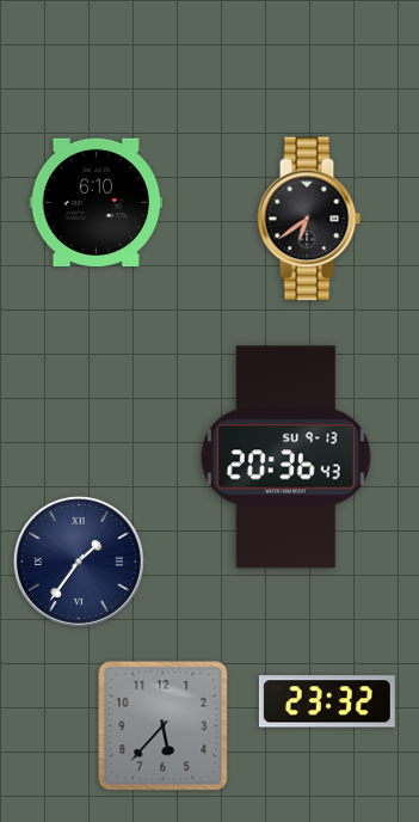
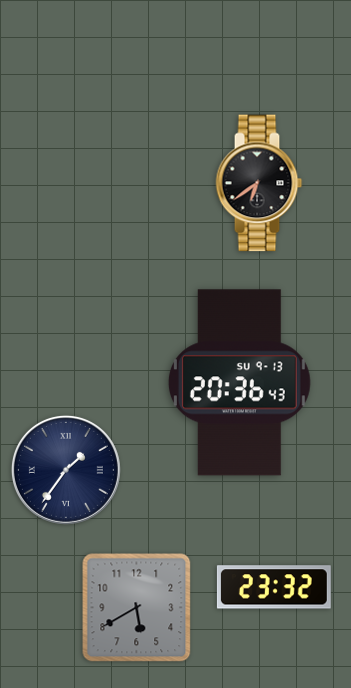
clock at (97, 203): 6:10 -> none
clock at (164, 726): 5:37 -> 5:40
